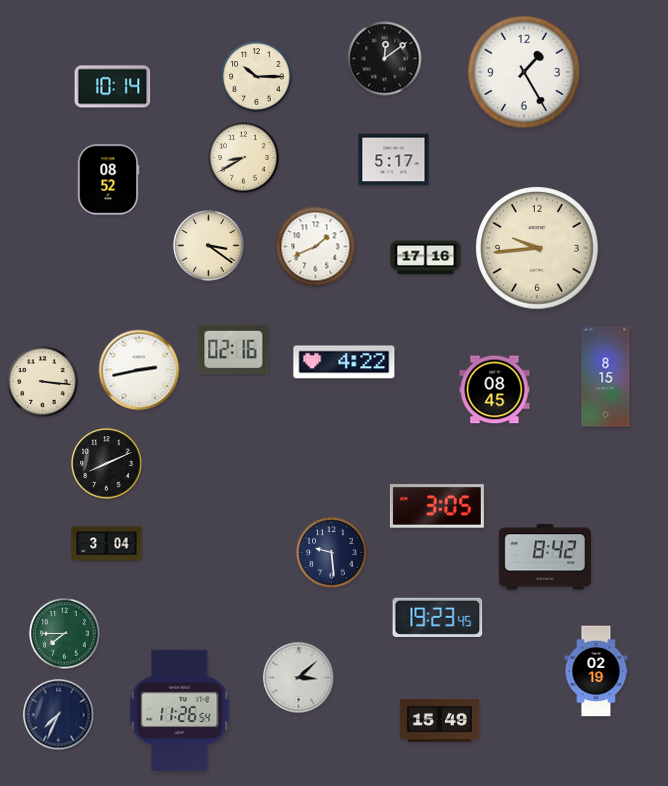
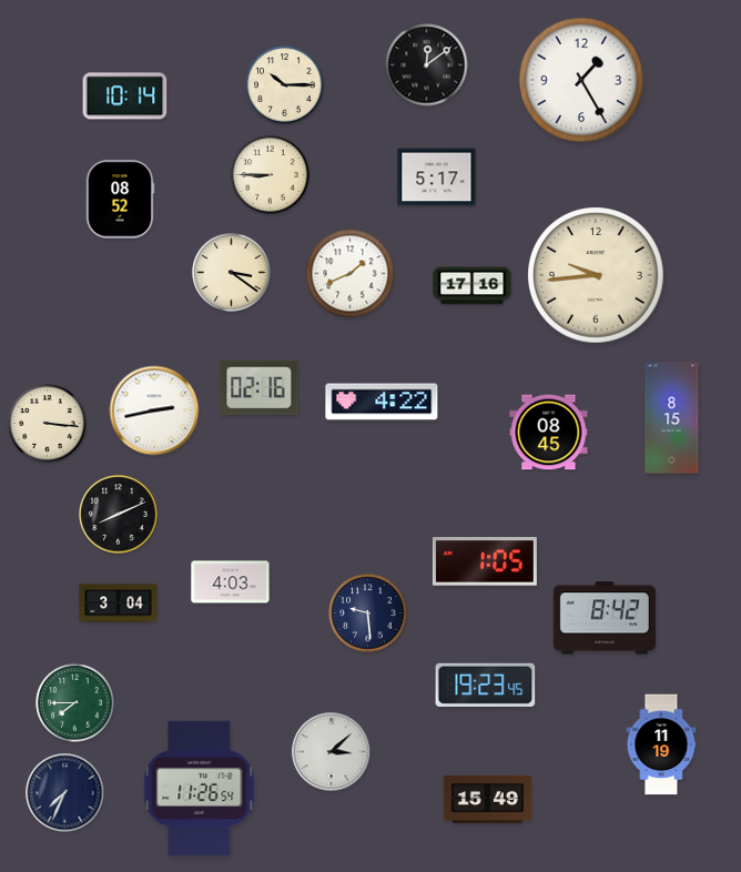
clock at (244, 158): 8:40 -> 8:45
clock at (437, 506): 3:05 -> 1:05
clock at (231, 582): none -> 4:03
clock at (65, 634) position: (65, 634) -> (75, 703)
clock at (596, 671): 02:19 -> 11:19
